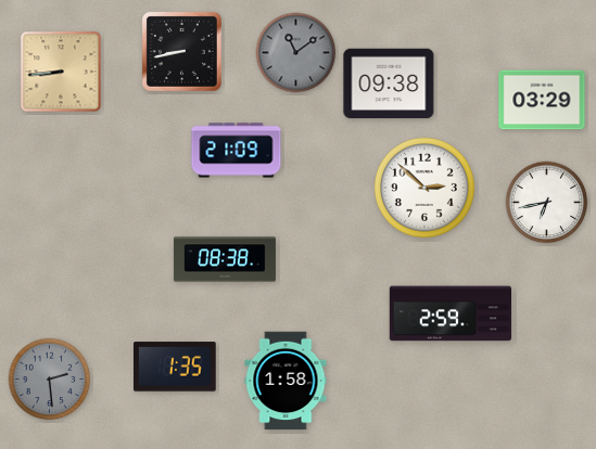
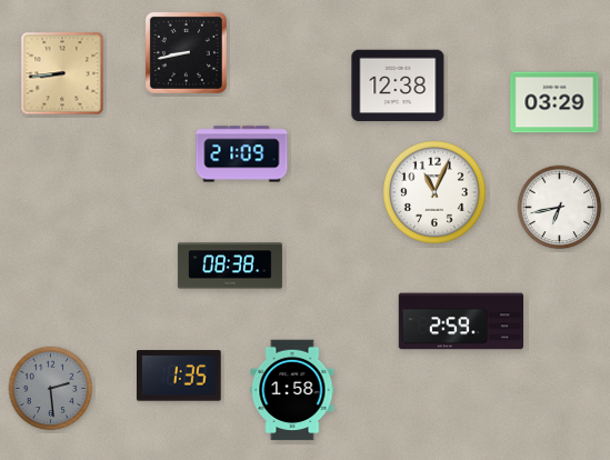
clock at (296, 53): 11:09 -> none
clock at (389, 84): 09:38 -> 12:38
clock at (424, 188): 2:52 -> 11:04
